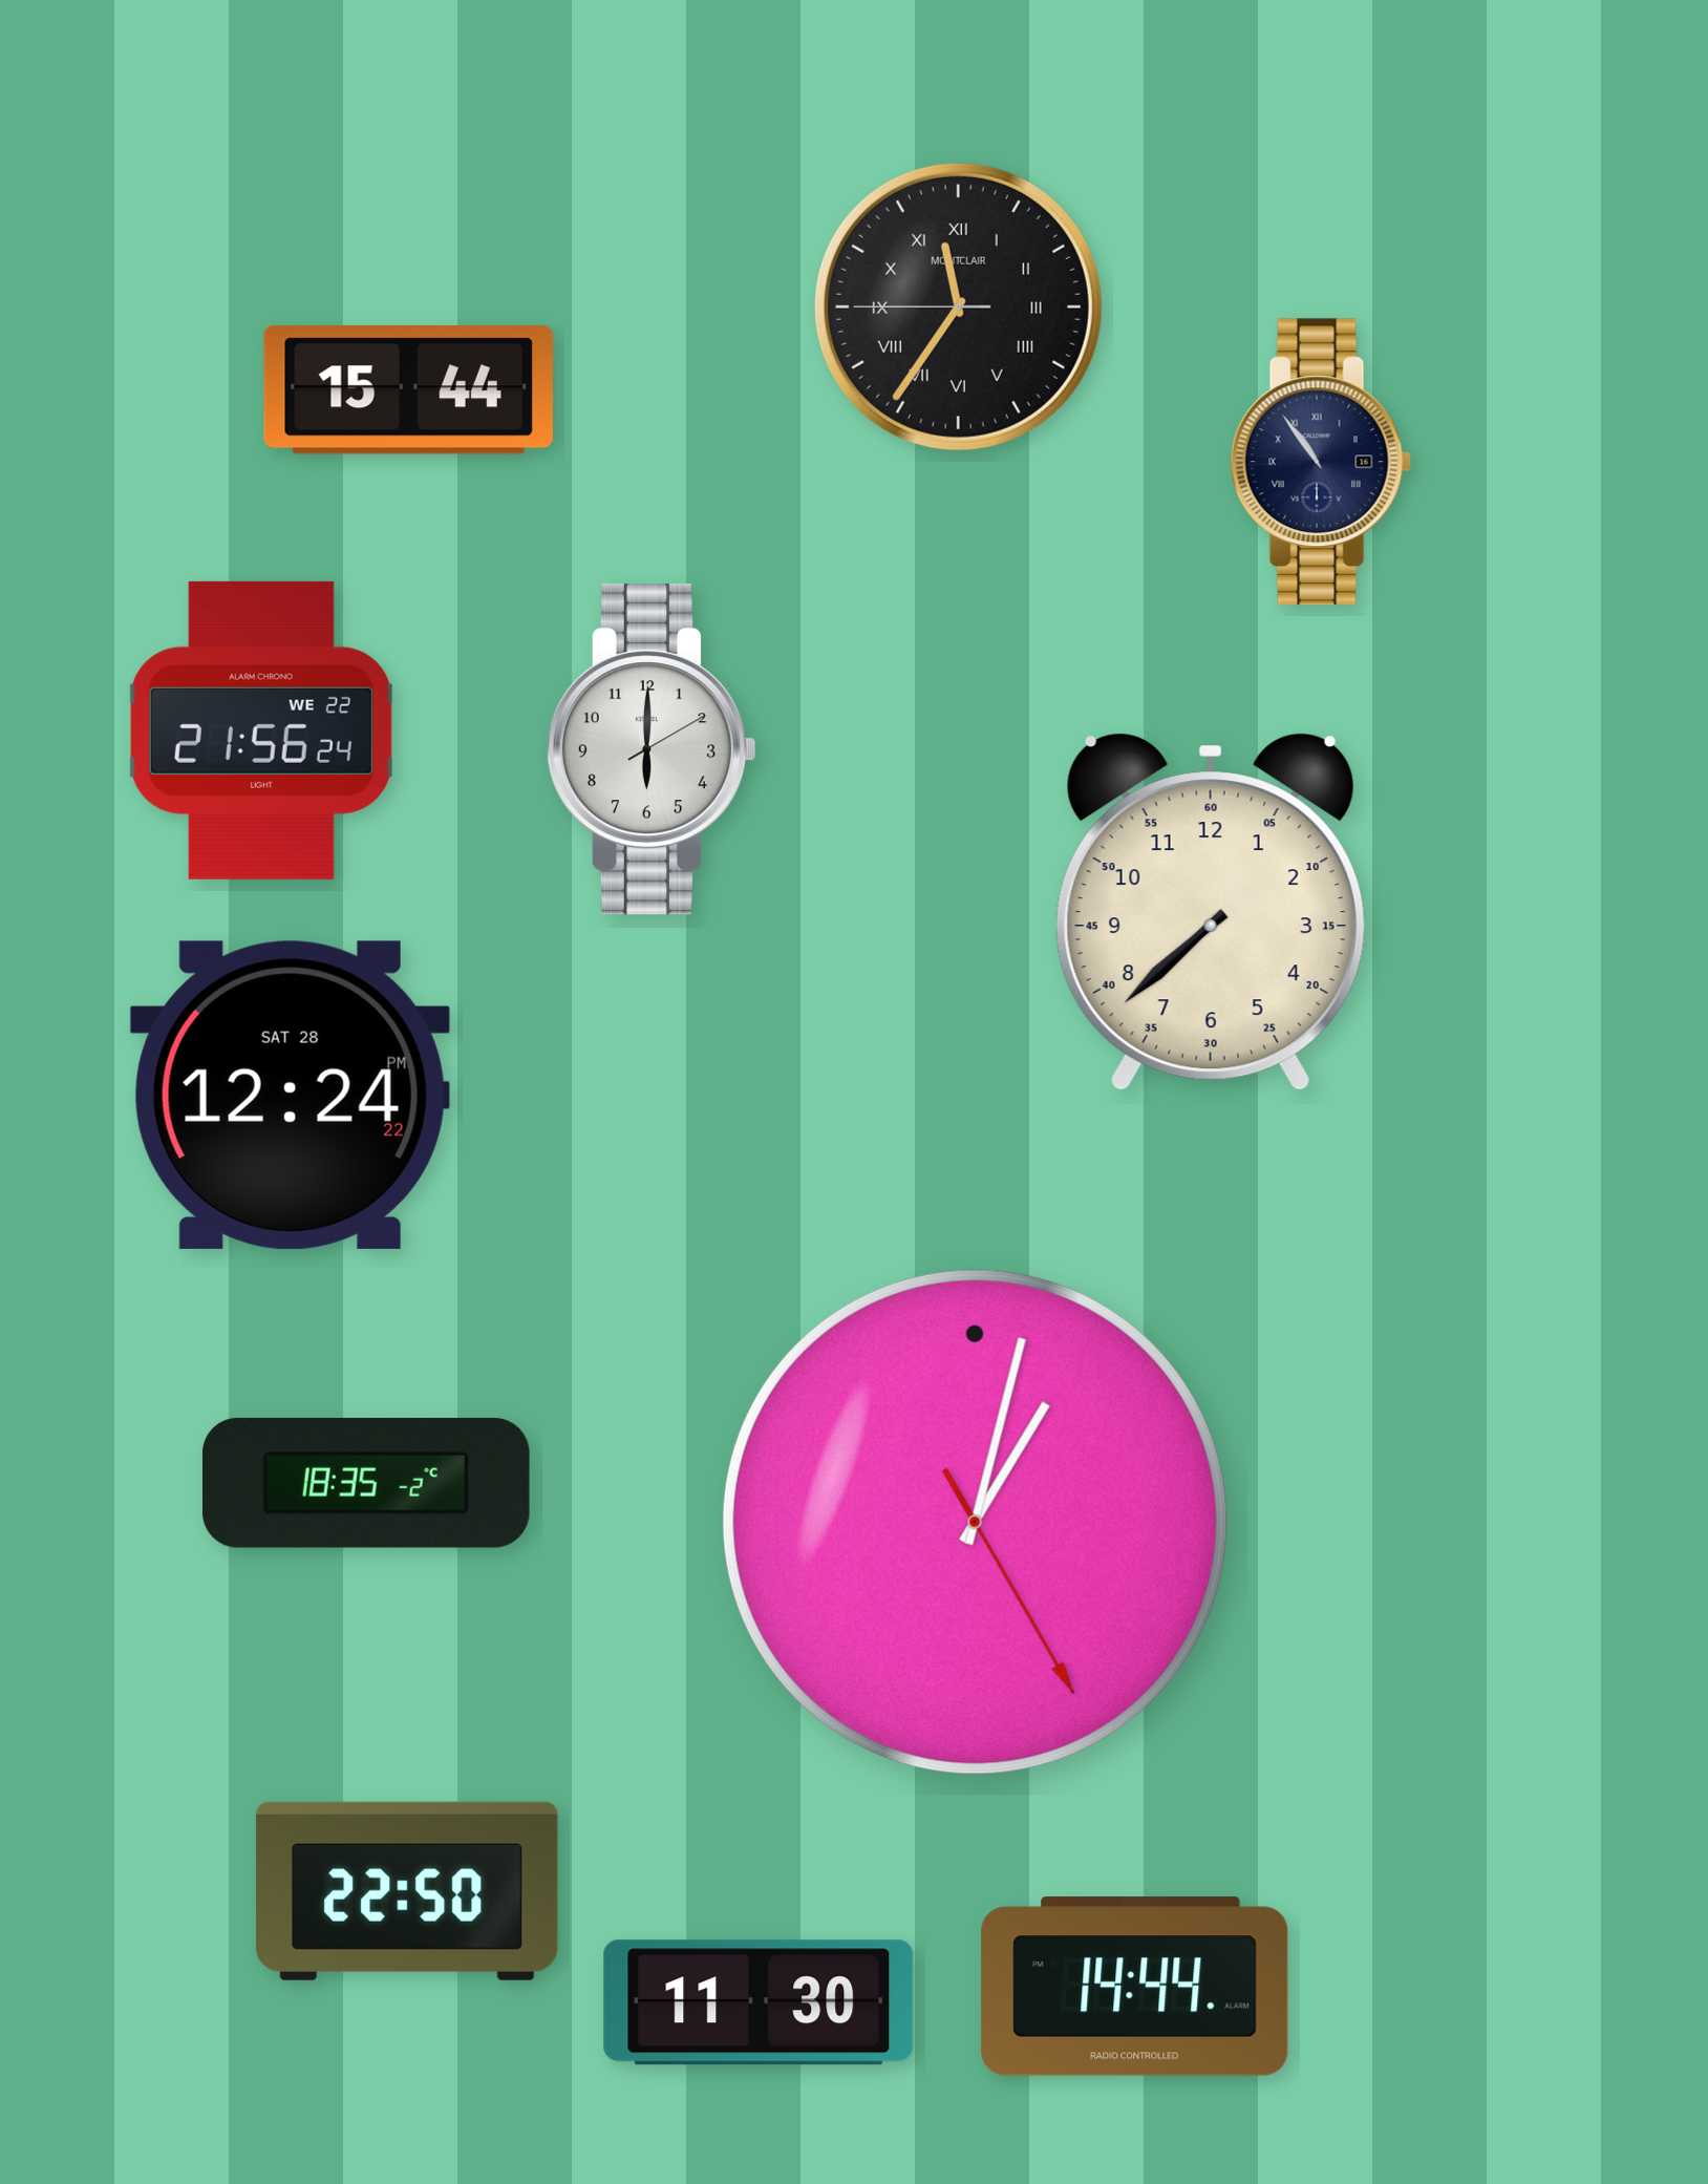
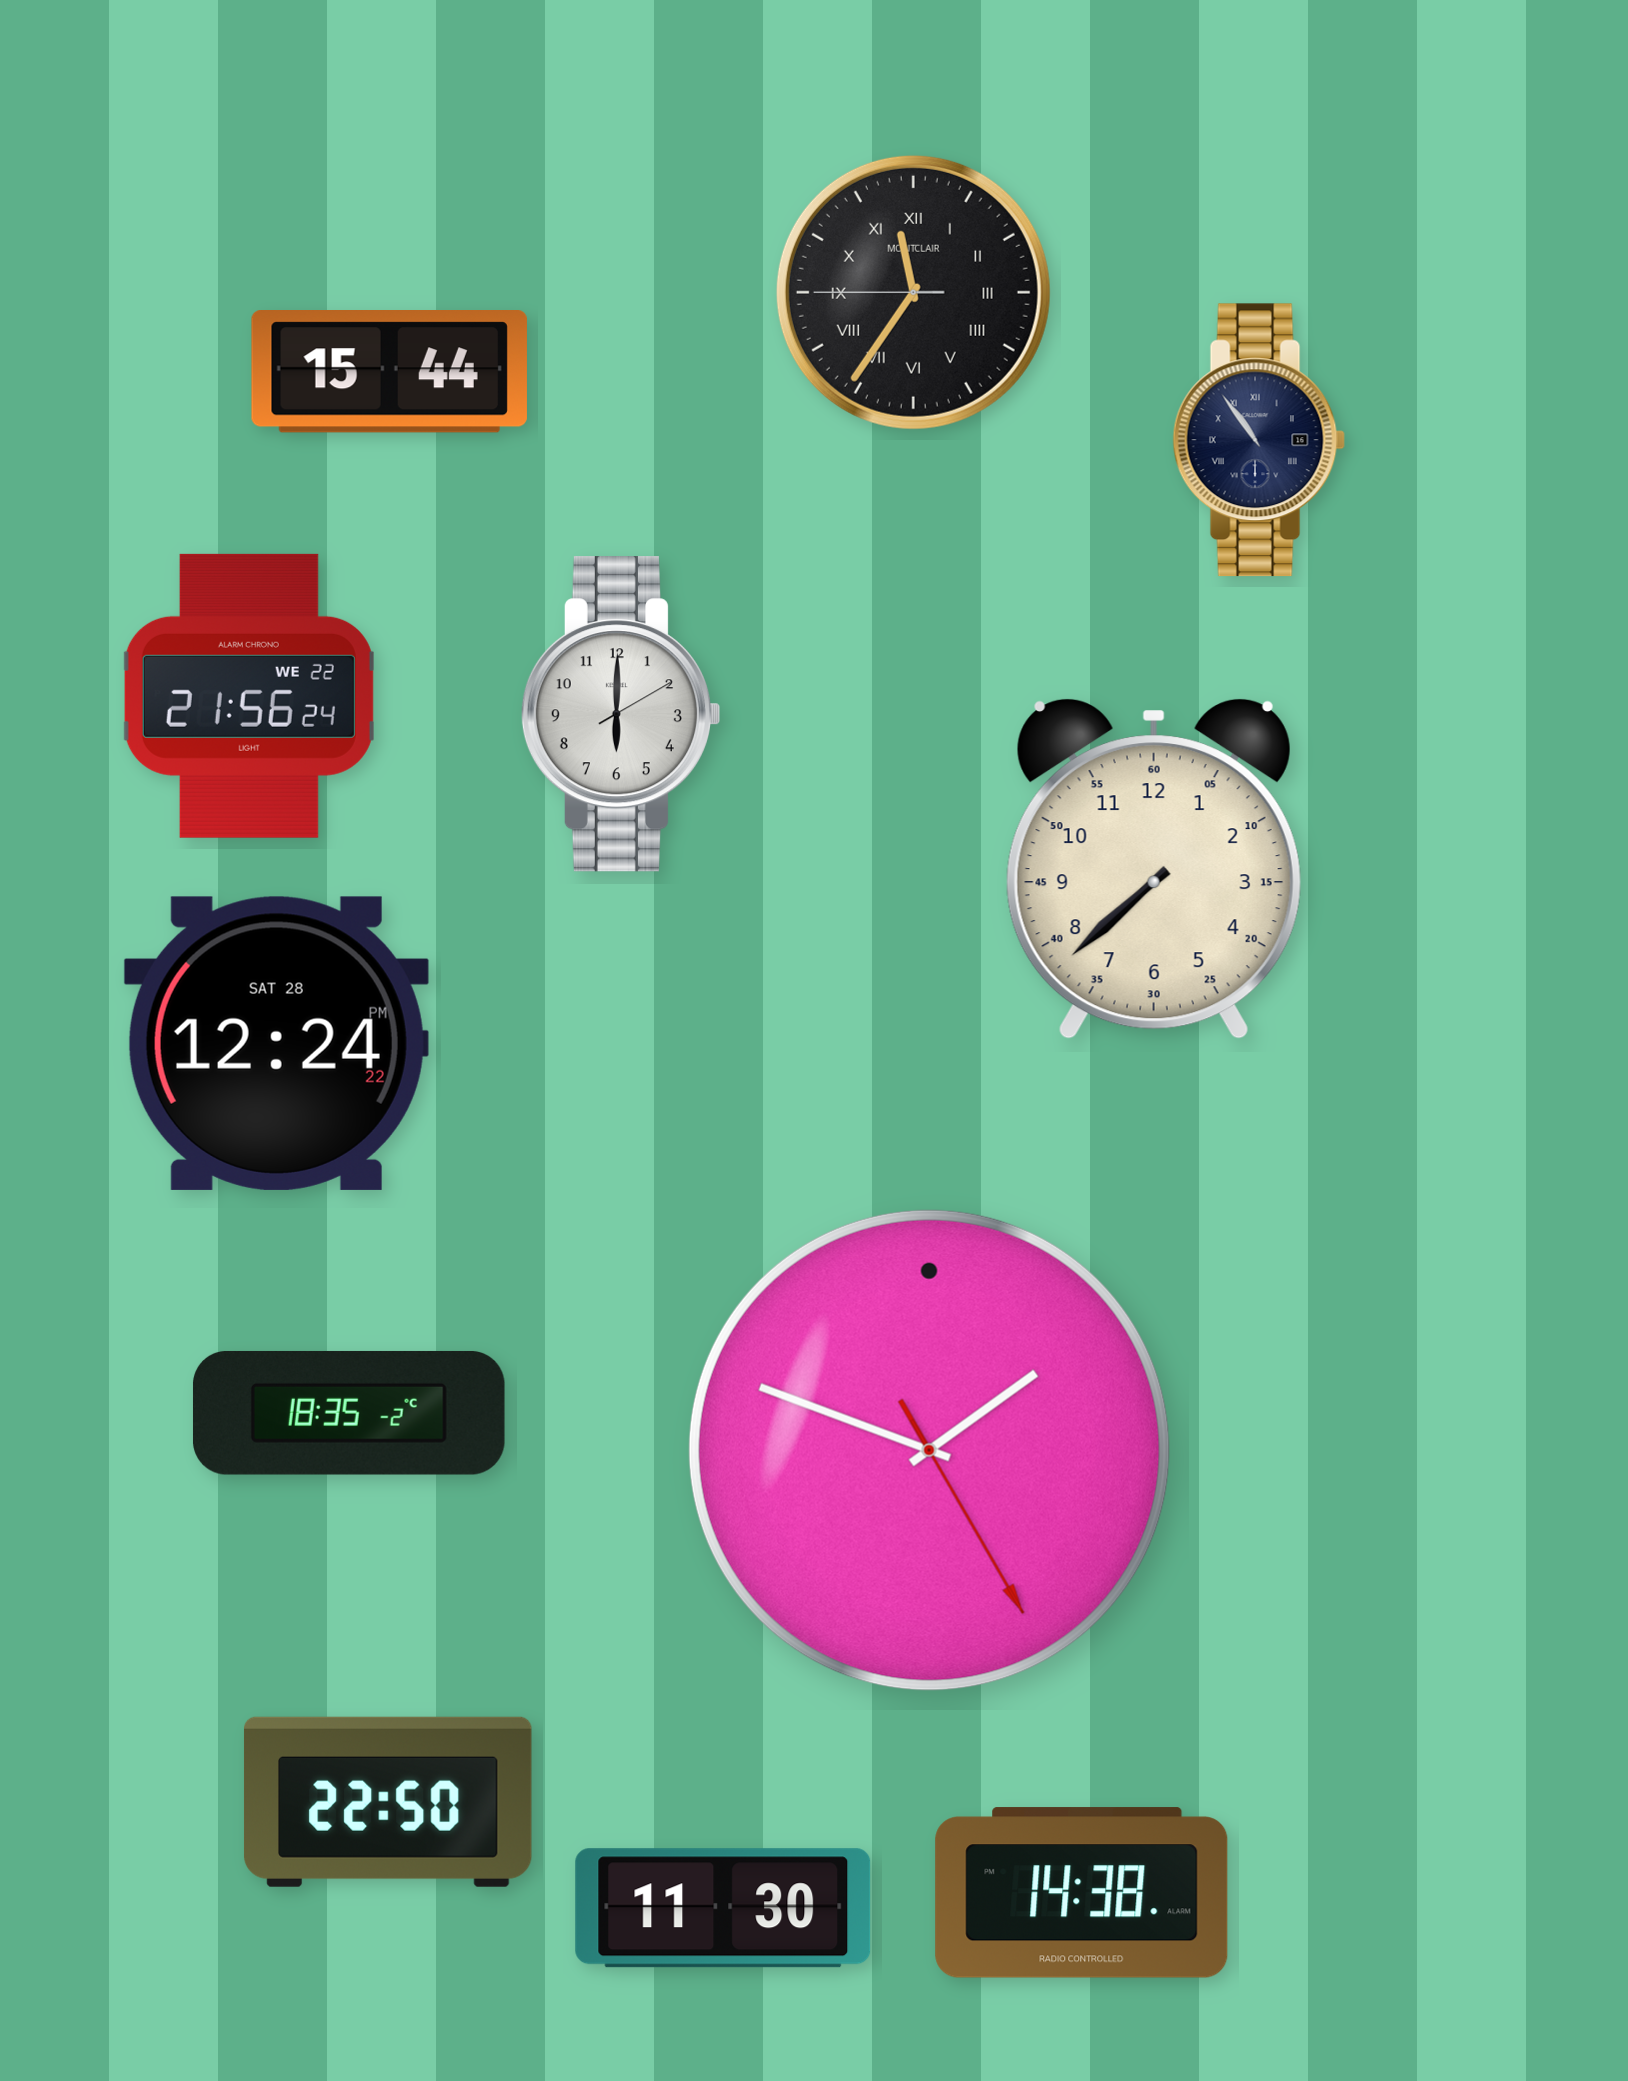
clock at (975, 1522): 1:02 -> 1:48
clock at (1135, 1987): 14:44 -> 14:38
